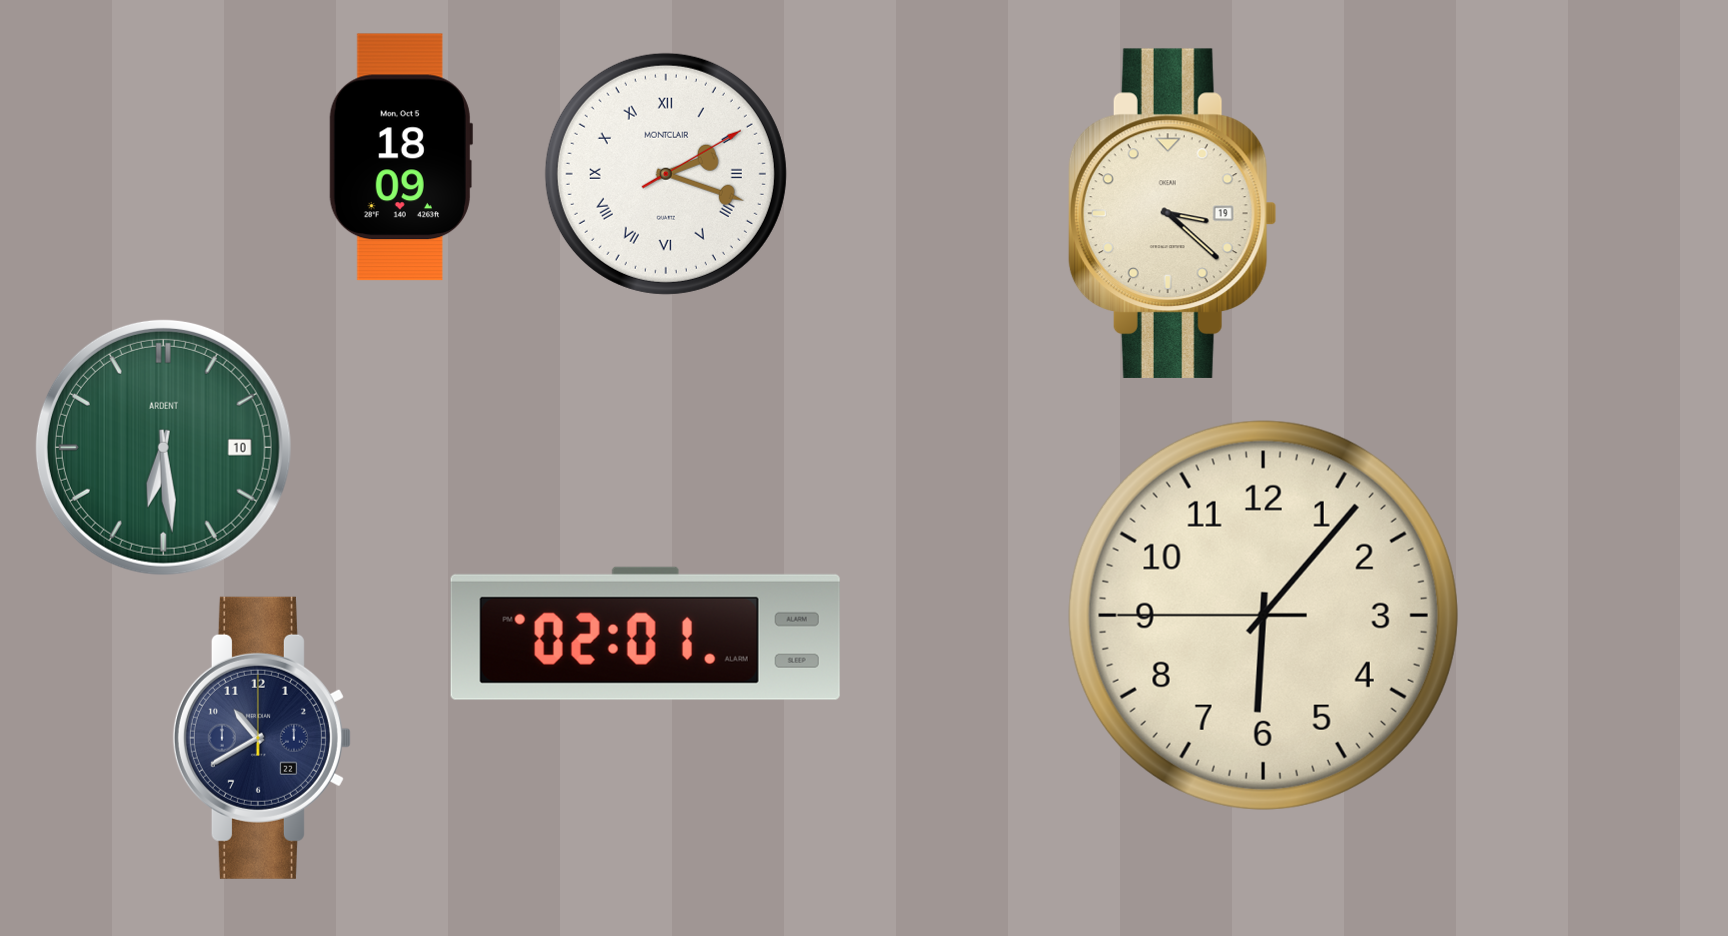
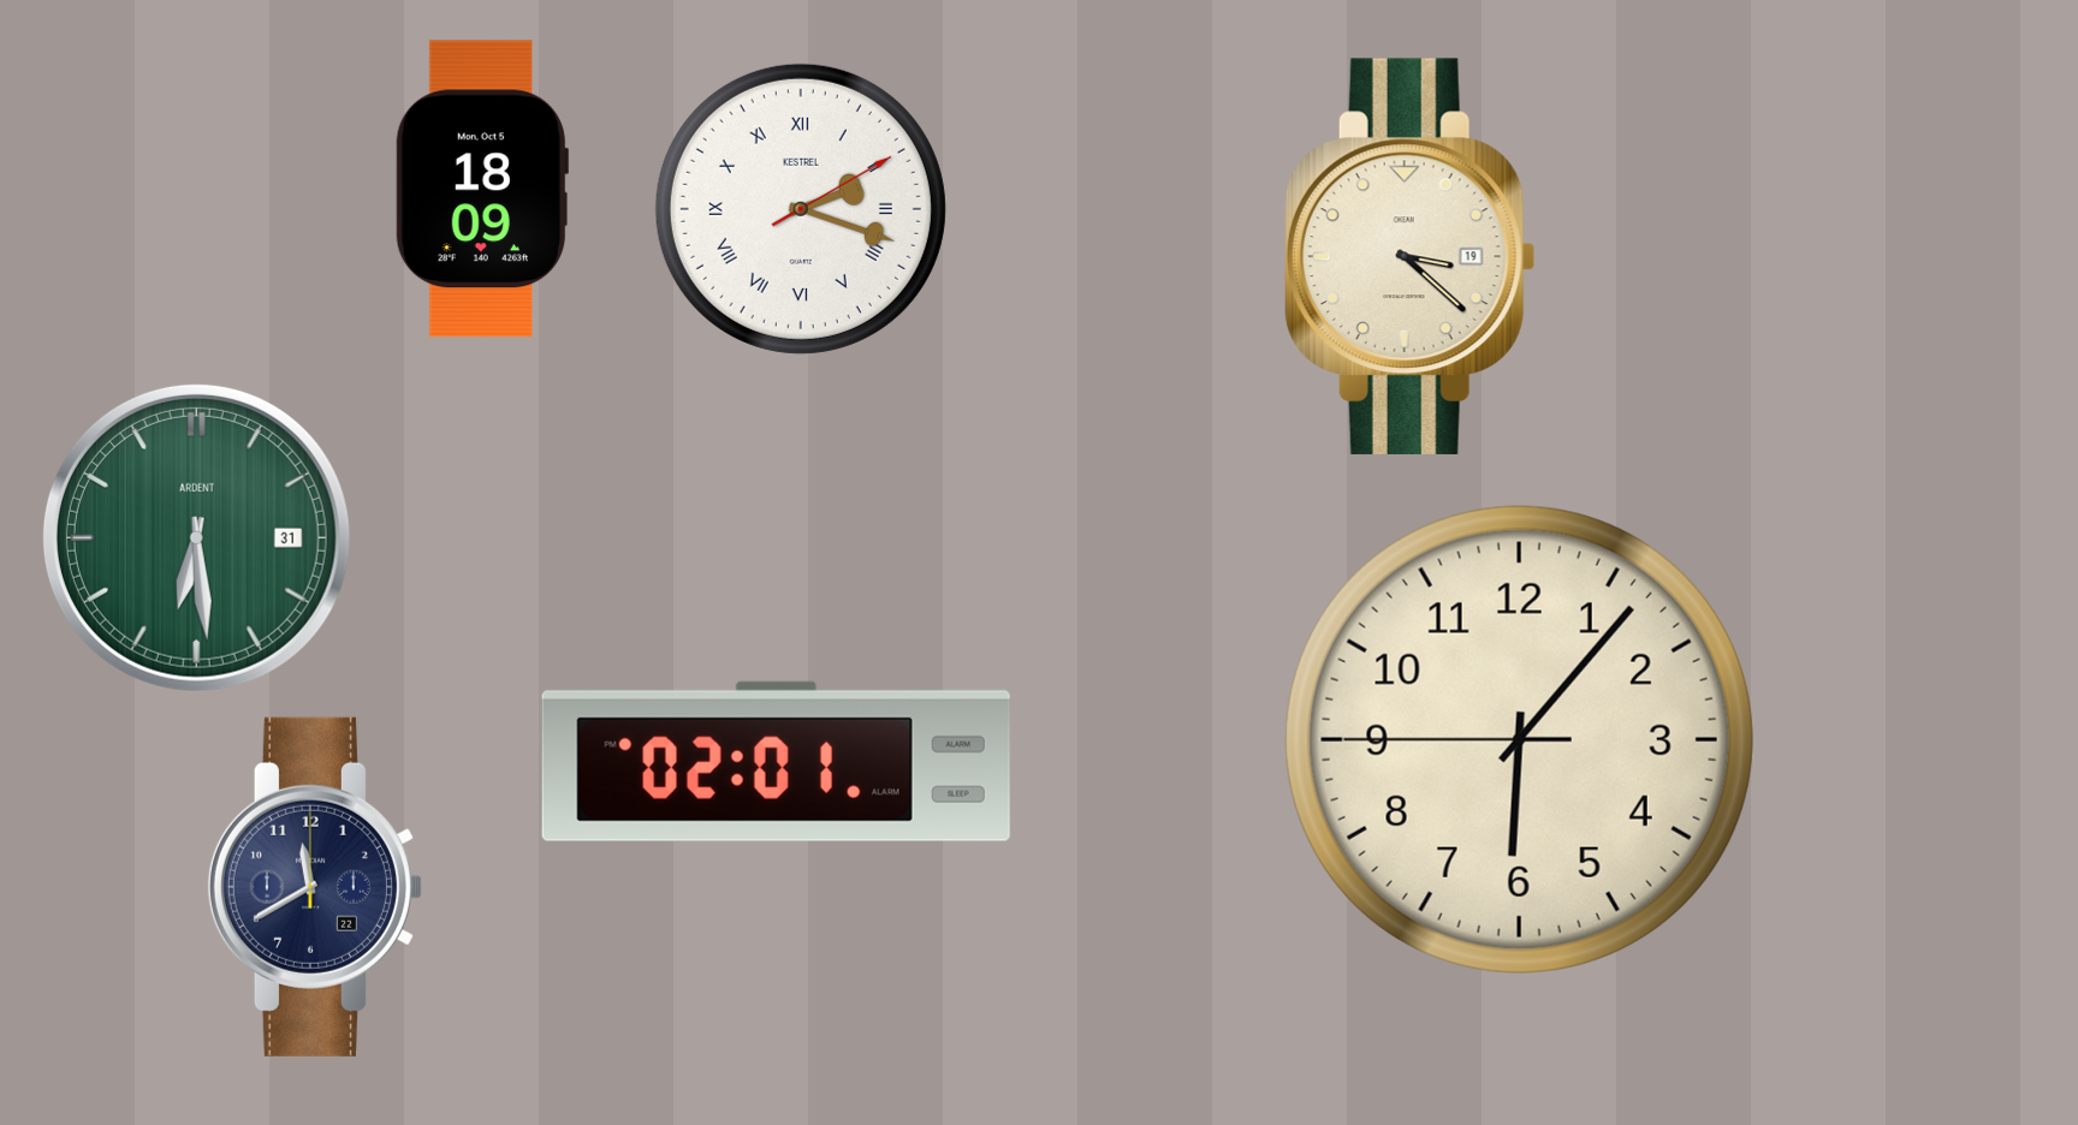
clock at (666, 174) brand: MONTCLAIR -> KESTREL
clock at (163, 447) date: 10 -> 31
clock at (262, 738): 10:40 -> 11:40
